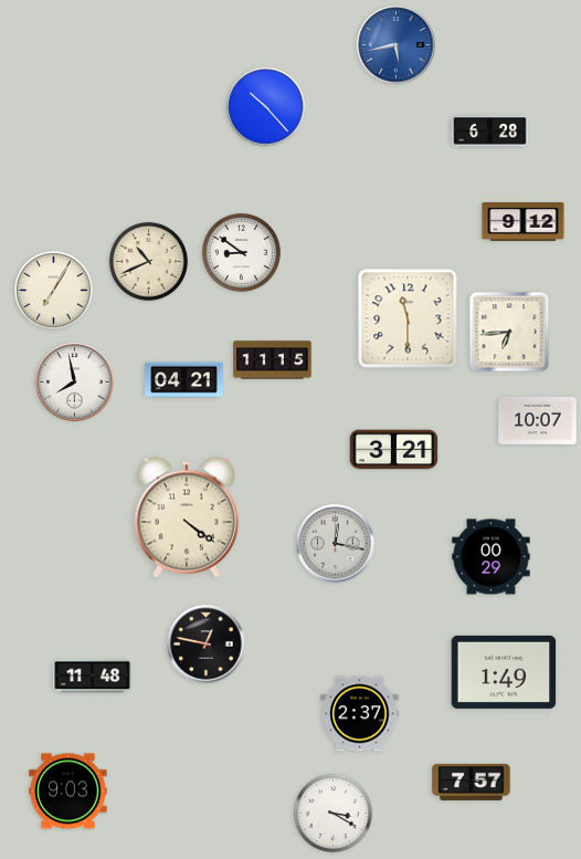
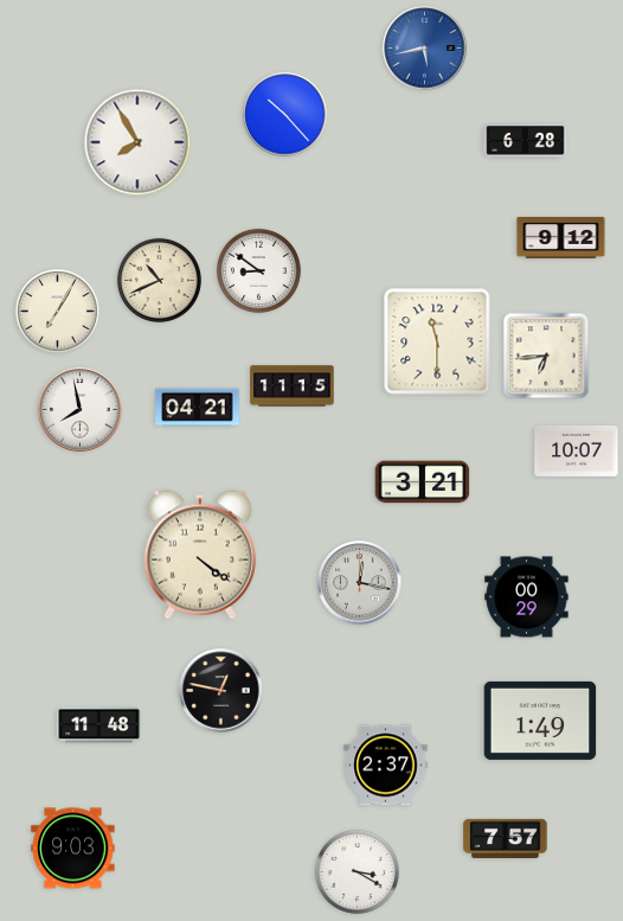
clock at (137, 142): none -> 7:55
